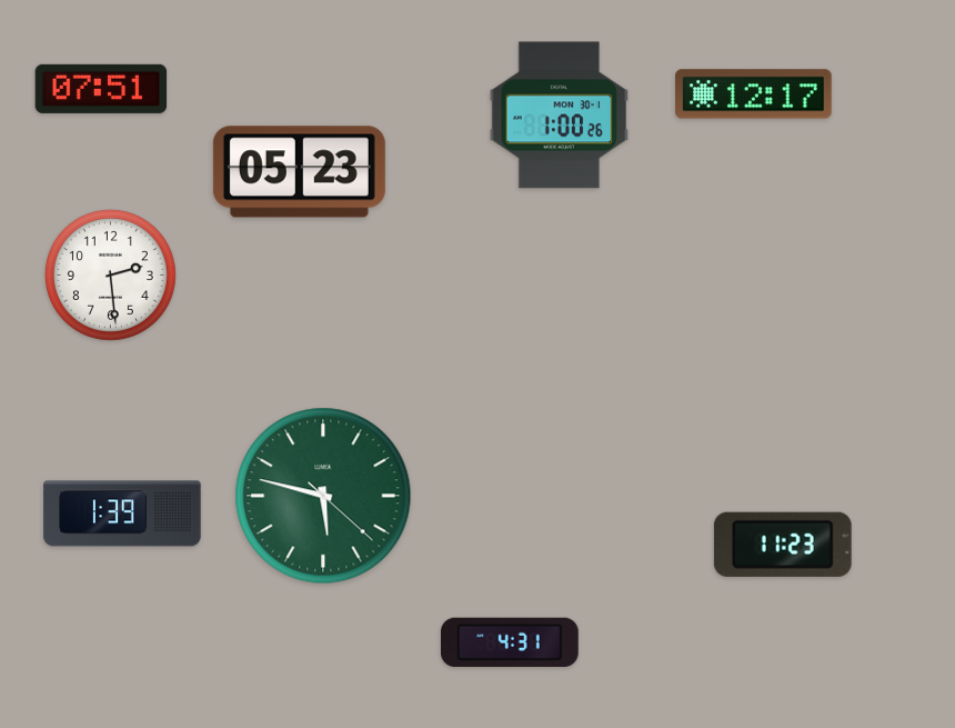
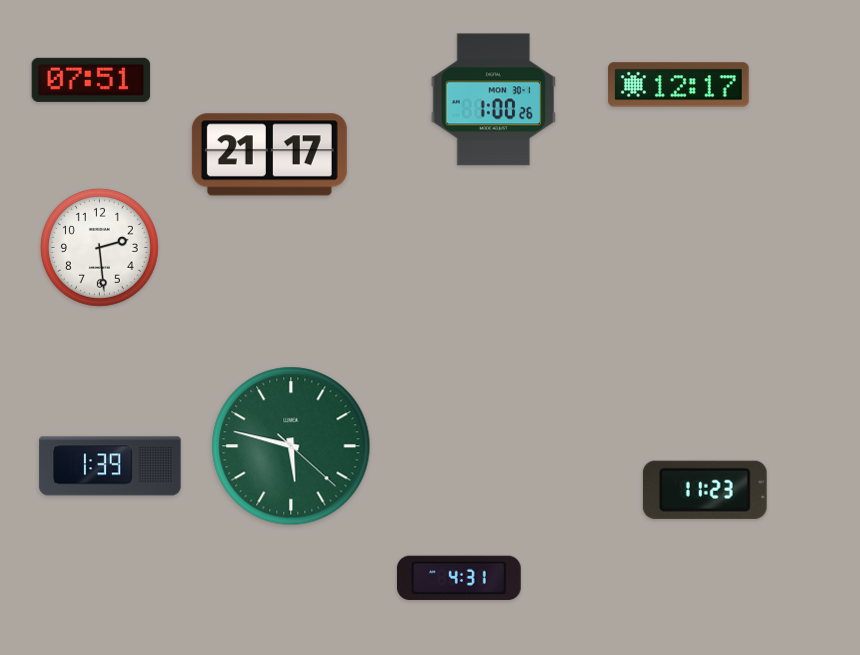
clock at (559, 116) position: (559, 116) -> (493, 100)
clock at (299, 172): 05:23 -> 21:17
clock at (122, 513) position: (122, 513) -> (110, 466)
